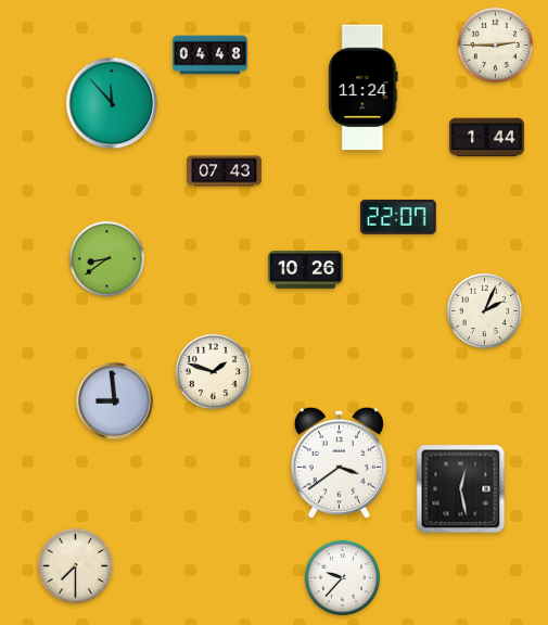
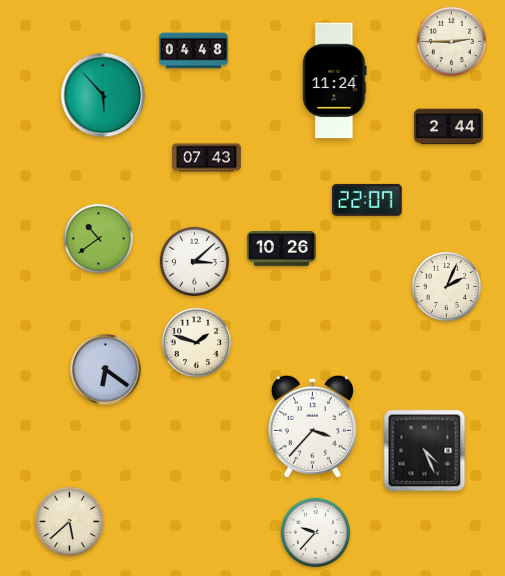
clock at (496, 46) position: (496, 46) -> (452, 42)
clock at (112, 103): 11:53 -> 5:53
clock at (486, 138): 1:44 -> 2:44
clock at (107, 259): 8:39 -> 10:39
clock at (195, 262): none -> 3:08
clock at (115, 401): 8:59 -> 6:21
clock at (339, 462): 3:39 -> 3:37
clock at (461, 489): 12:28 -> 4:26
clock at (76, 566): 7:30 -> 5:38
